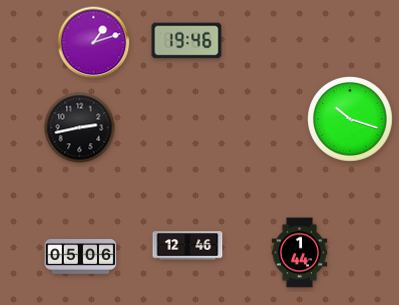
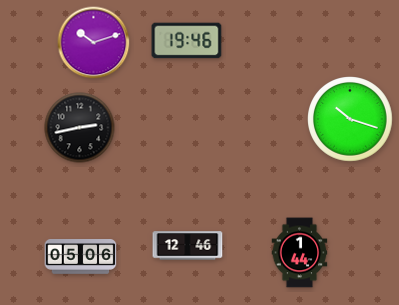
clock at (94, 43): 1:12 -> 10:12
